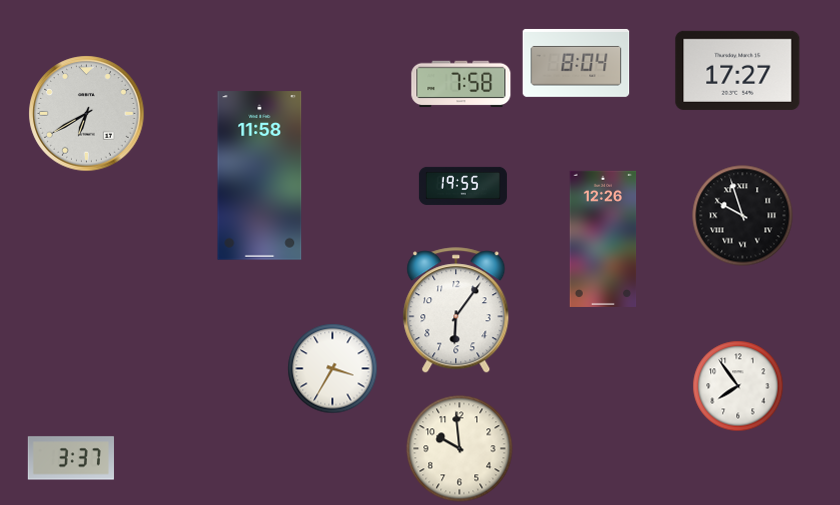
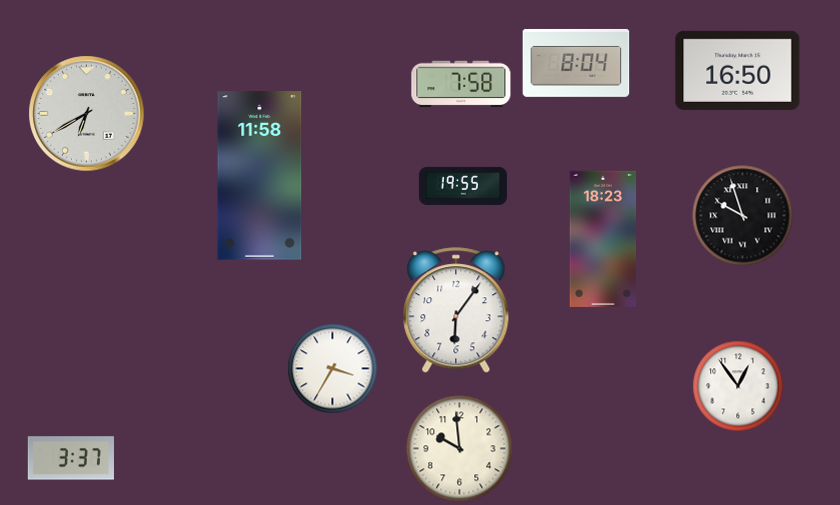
clock at (738, 70): 17:27 -> 16:50
clock at (603, 239): 12:26 -> 18:23
clock at (738, 386): 7:54 -> 12:54
